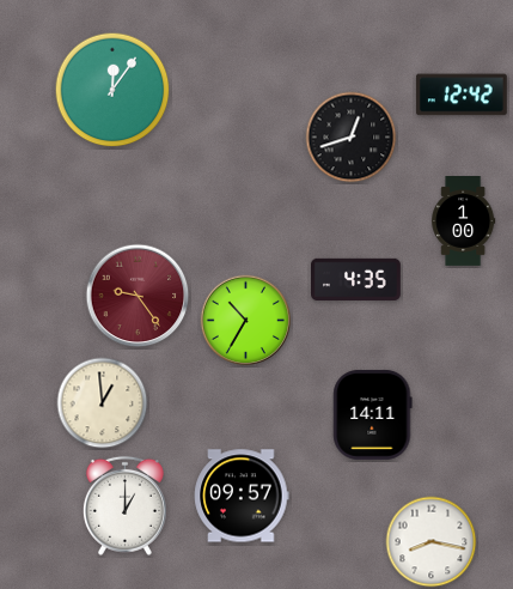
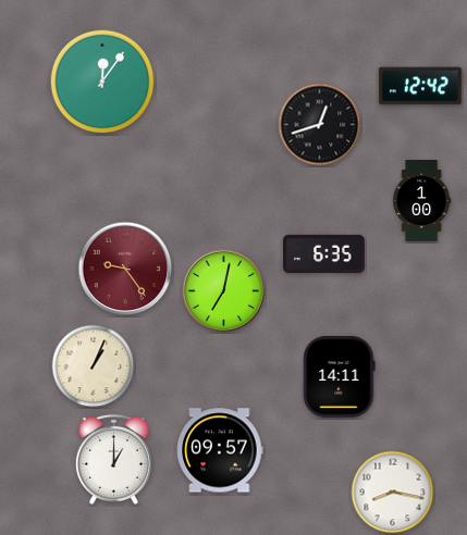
clock at (356, 279): 4:35 -> 6:35
clock at (246, 321): 10:35 -> 7:02
clock at (103, 403): 12:59 -> 1:04
